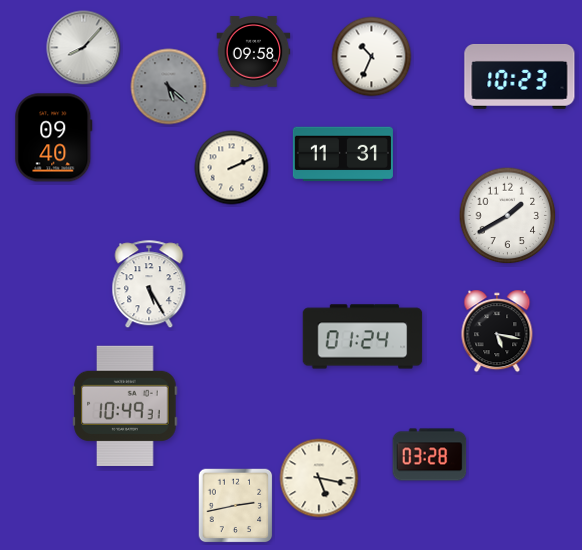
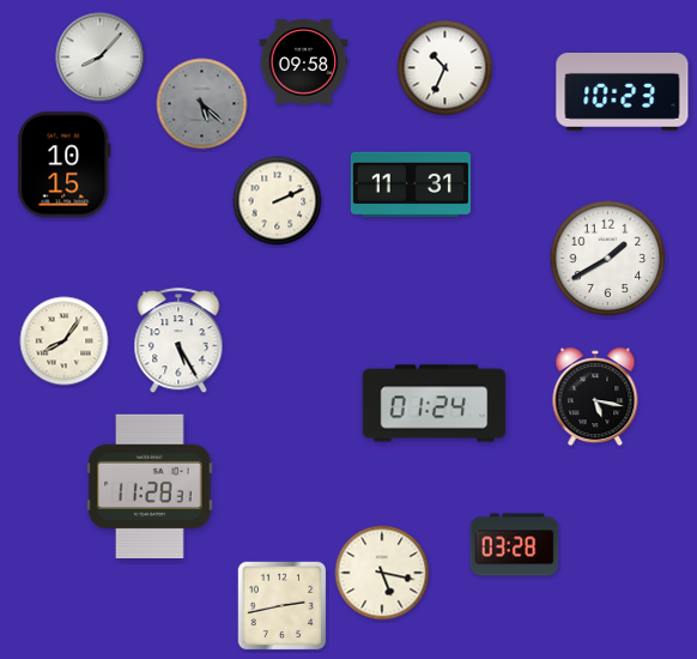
clock at (54, 138): 09:40 -> 10:15
clock at (65, 341): none -> 8:06
clock at (125, 405): 10:49 -> 11:28
